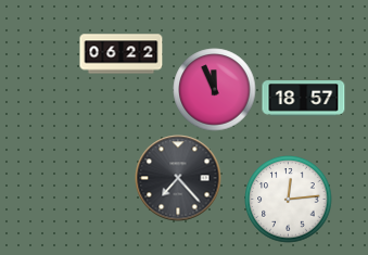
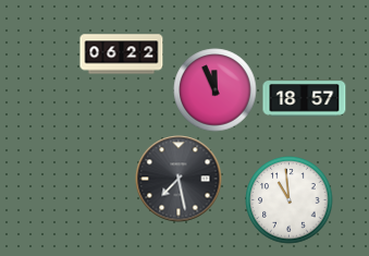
clock at (178, 178): 7:23 -> 7:28
clock at (289, 200): 12:14 -> 10:59
